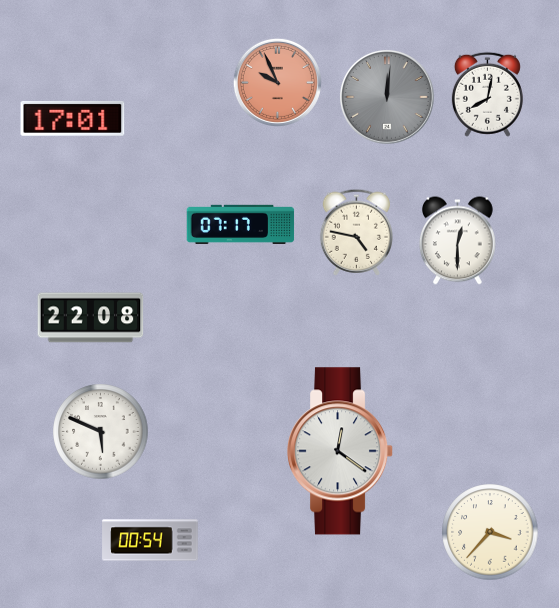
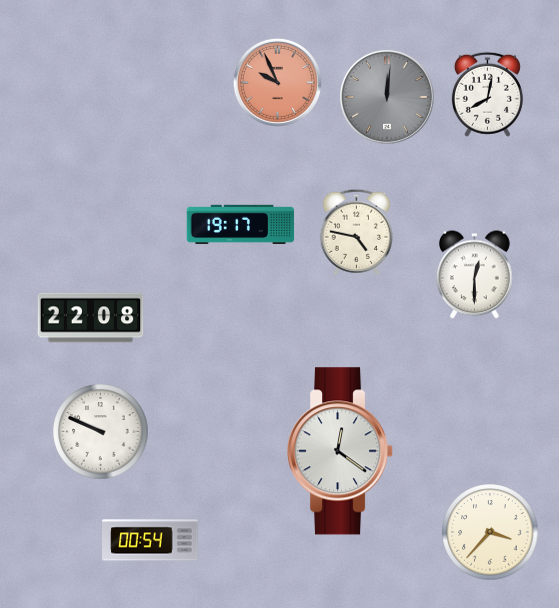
clock at (73, 119): 17:01 -> none
clock at (241, 224): 07:17 -> 19:17
clock at (457, 241) position: (457, 241) -> (474, 275)
clock at (101, 432): 5:49 -> 9:49
